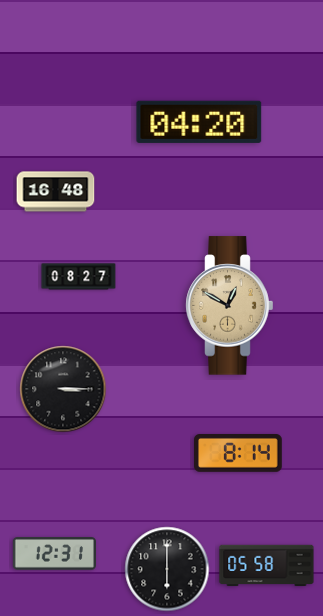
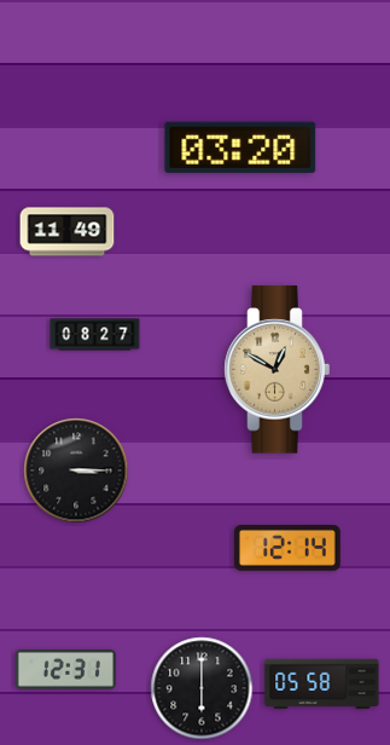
clock at (199, 122): 04:20 -> 03:20
clock at (56, 192): 16:48 -> 11:49
clock at (239, 454): 8:14 -> 12:14
